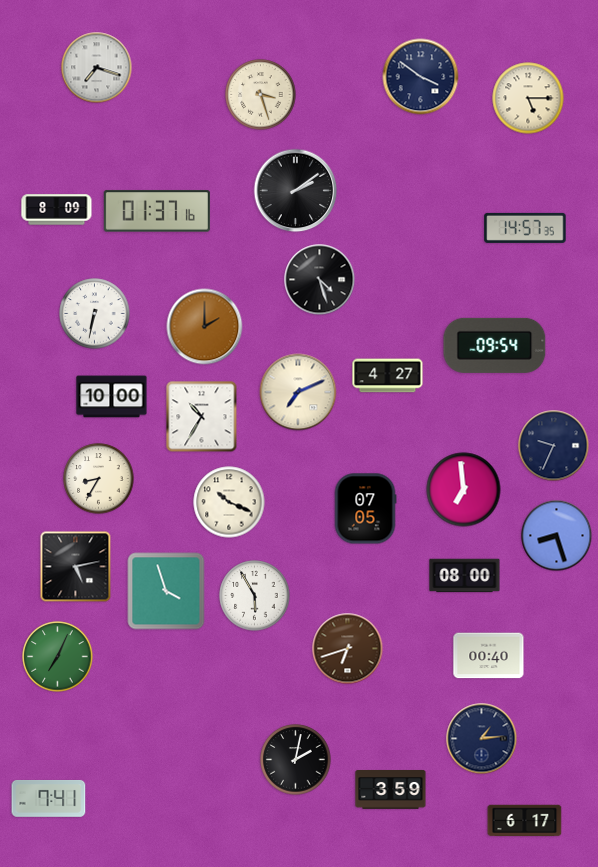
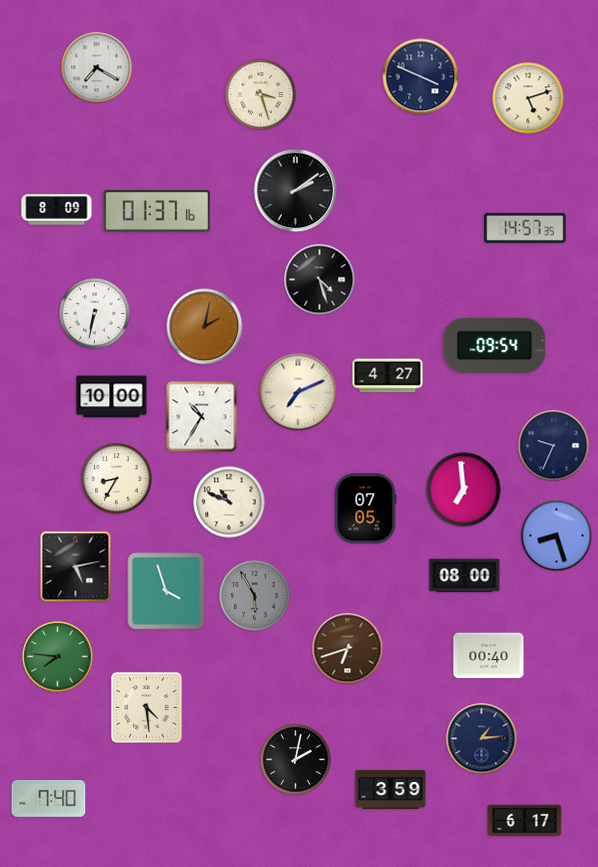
clock at (97, 68): 7:18 -> 7:20
clock at (421, 77): 3:51 -> 3:49
clock at (528, 98): 5:15 -> 5:12
clock at (205, 327): 2:00 -> 2:02
clock at (99, 479) position: (99, 479) -> (117, 479)
clock at (229, 502): 10:19 -> 10:49
clock at (255, 596) dial: white -> grey
clock at (58, 657): 7:04 -> 7:46
clock at (147, 708): none -> 4:29
clock at (49, 799): 7:41 -> 7:40
